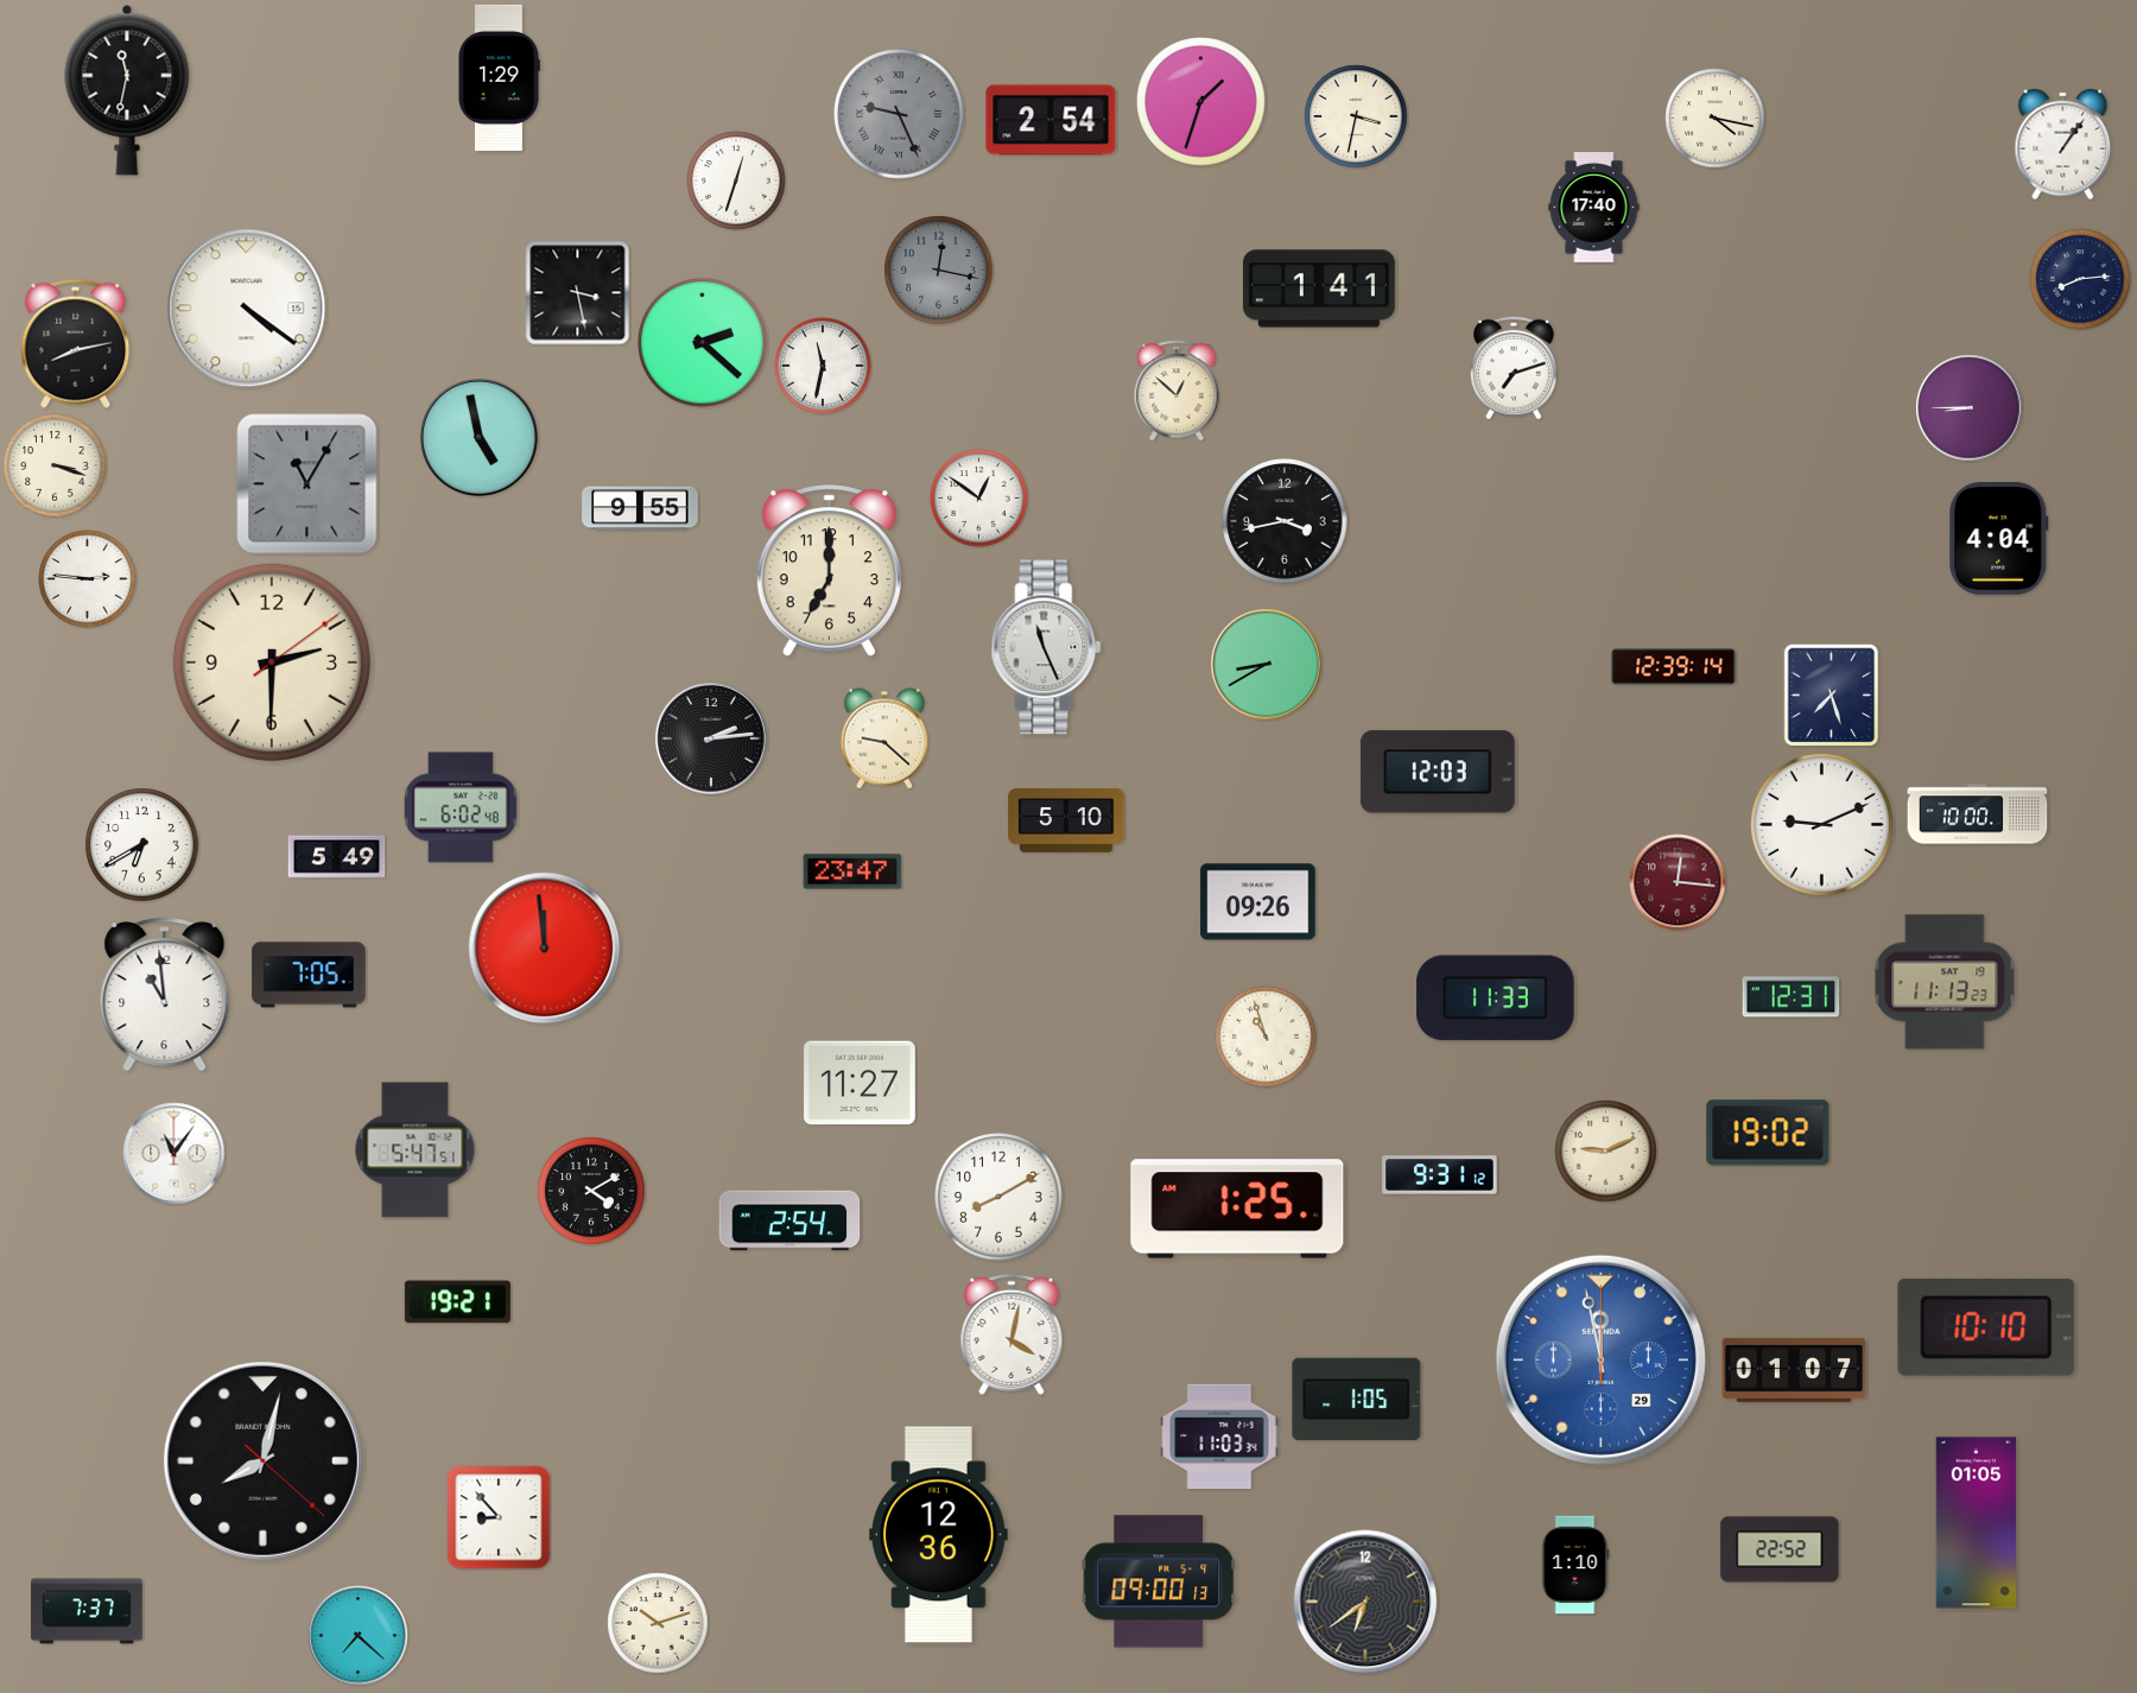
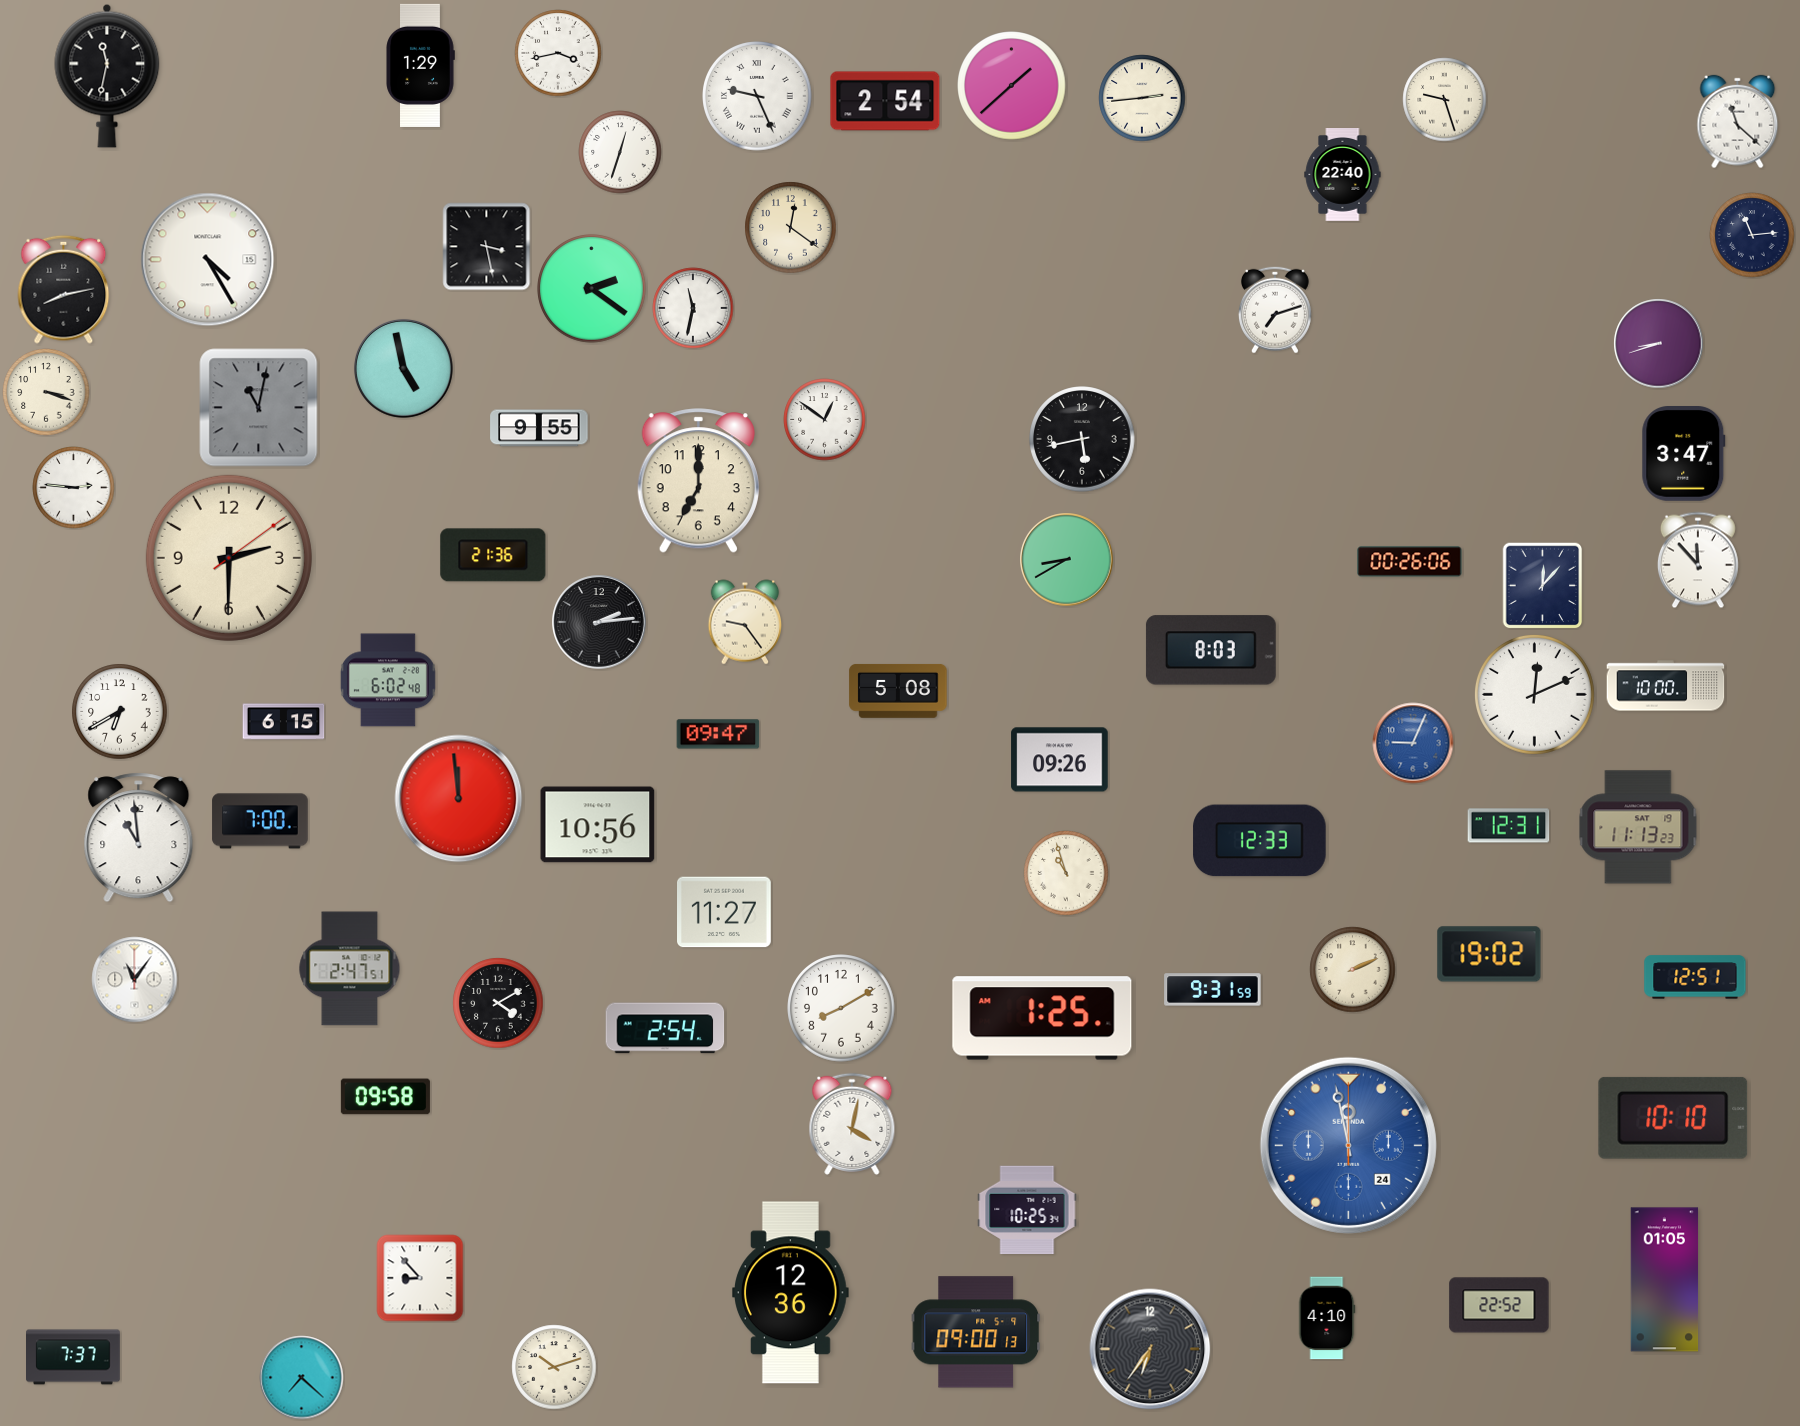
clock at (558, 53): none -> 3:43
clock at (1201, 102): 1:33 -> 1:38
clock at (899, 114) dial: grey -> white
clock at (1356, 116): 3:32 -> 2:44
clock at (1716, 119): 4:17 -> 9:27
clock at (2063, 145): 1:06 -> 11:22
clock at (1594, 208): 17:40 -> 22:40
clock at (939, 271): 12:17 -> 12:21
clock at (939, 271) dial: grey -> cream
clock at (2080, 279): 8:14 -> 11:14
clock at (1319, 288): 1:41 -> none
clock at (247, 309): 4:21 -> 4:25
clock at (703, 343): 2:22 -> 2:21
clock at (1177, 391): 12:52 -> none
clock at (1970, 408): 8:45 -> 8:42
clock at (307, 484): 11:05 -> 11:02
clock at (1285, 521): 3:43 -> 5:43
clock at (1999, 539): 4:04 -> 3:47
clock at (1046, 647): 11:26 -> none
clock at (493, 555): none -> 21:36
clock at (1698, 560): none -> 11:53
clock at (1674, 667): 12:39 -> 00:26
clock at (1832, 696): 7:27 -> 12:07
clock at (884, 738): 9:22 -> 9:24
clock at (1438, 772): 12:03 -> 8:03
clock at (1066, 820): 5:10 -> 5:08
clock at (1821, 824): 9:11 -> 12:11
clock at (337, 857): 5:49 -> 6:15
clock at (852, 871): 23:47 -> 09:47
clock at (1678, 882): 12:16 -> 9:04
clock at (1678, 882) dial: burgundy -> blue
clock at (309, 975): 7:05 -> 7:00
clock at (598, 825): none -> 10:56
clock at (1792, 997) position: (1792, 997) -> (1509, 826)
clock at (1496, 998): 11:33 -> 12:33
clock at (416, 1150): 5:47 -> 2:47
clock at (1606, 1152): 9:11 -> 2:11
clock at (175, 1154) position: (175, 1154) -> (135, 980)
clock at (1695, 977): none -> 12:51
clock at (1440, 1175): 9:31:12 -> 9:31:59
clock at (457, 1302): 19:21 -> 09:58
clock at (1600, 1359) date: 29 -> 24
clock at (1794, 1370): 01:07 -> none
clock at (1357, 1400): 1:05 -> none
clock at (1219, 1437): 11:03 -> 10:25
clock at (262, 1460): 8:02 -> none
clock at (1977, 1523) position: (1977, 1523) -> (1665, 1280)
clock at (1575, 1565): 1:10 -> 4:10
clock at (1365, 1602): 6:39 -> 6:36
